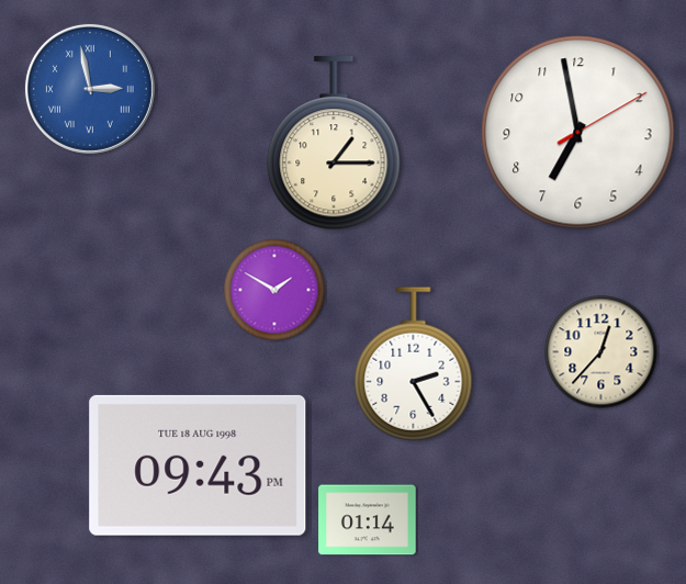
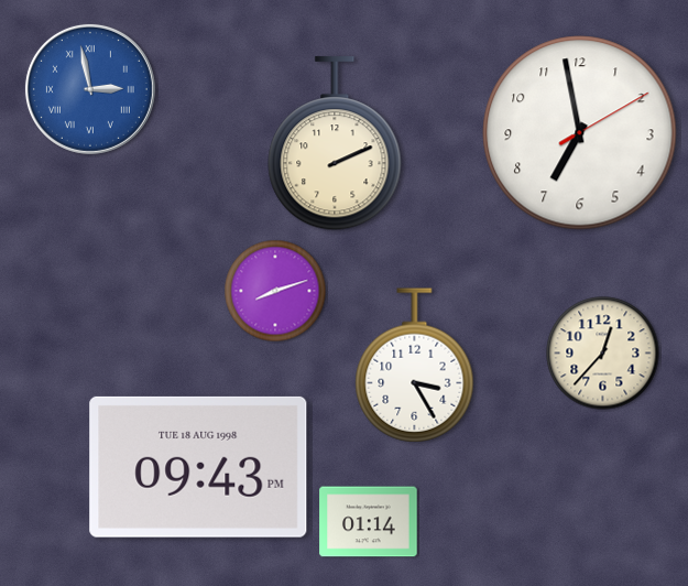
clock at (334, 144): 1:15 -> 2:11
clock at (274, 290): 1:50 -> 8:12
clock at (414, 364): 2:25 -> 3:25
